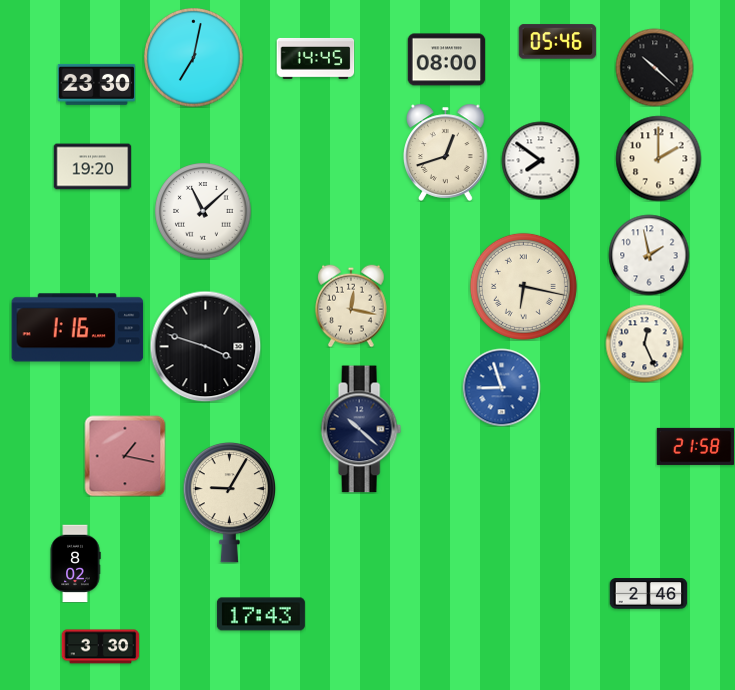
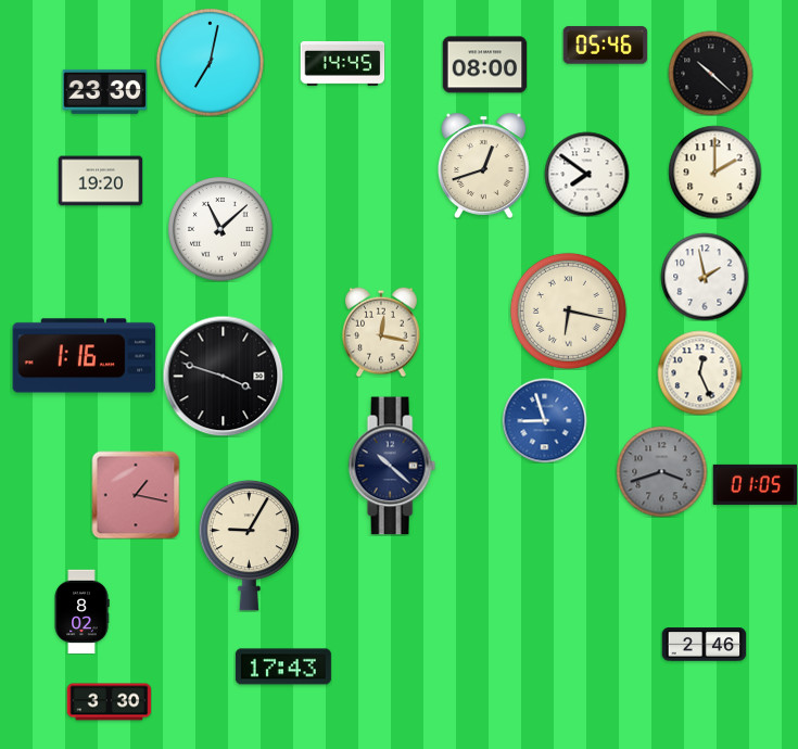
clock at (661, 471): none -> 3:42
clock at (695, 446): 21:58 -> 01:05
